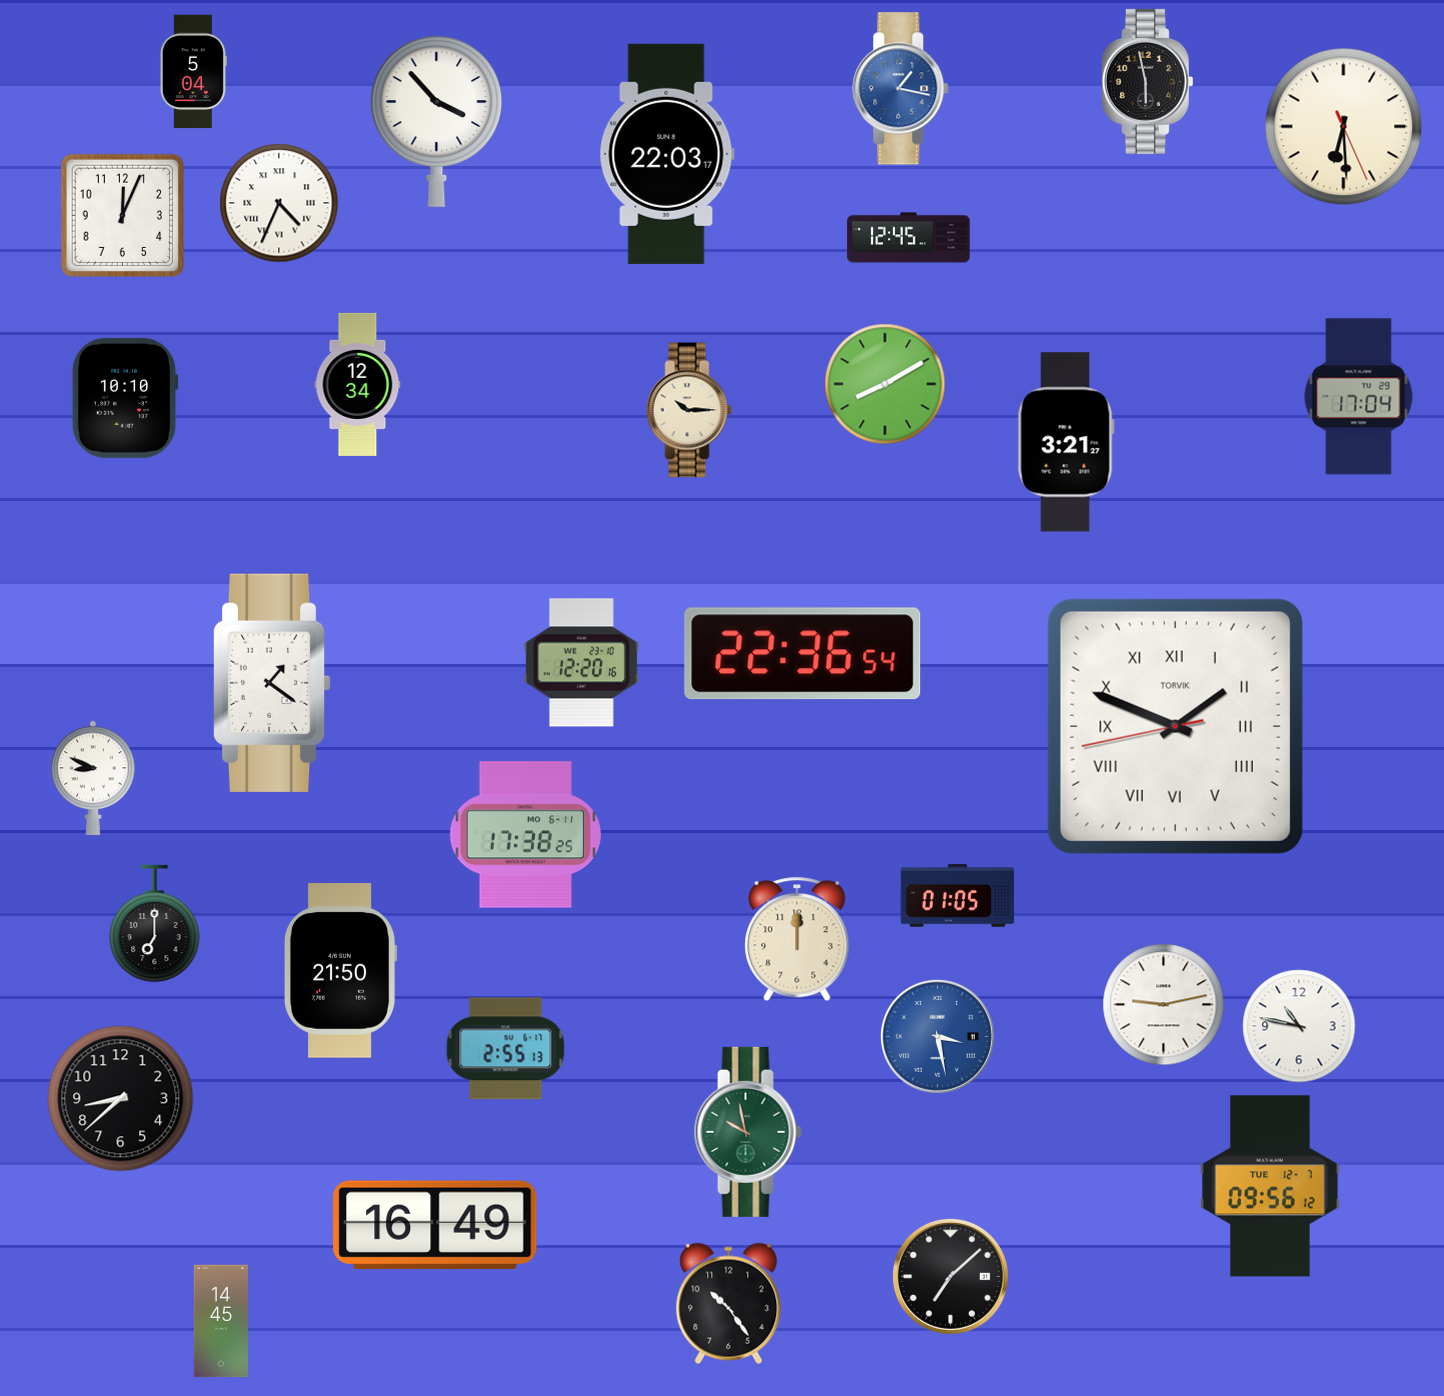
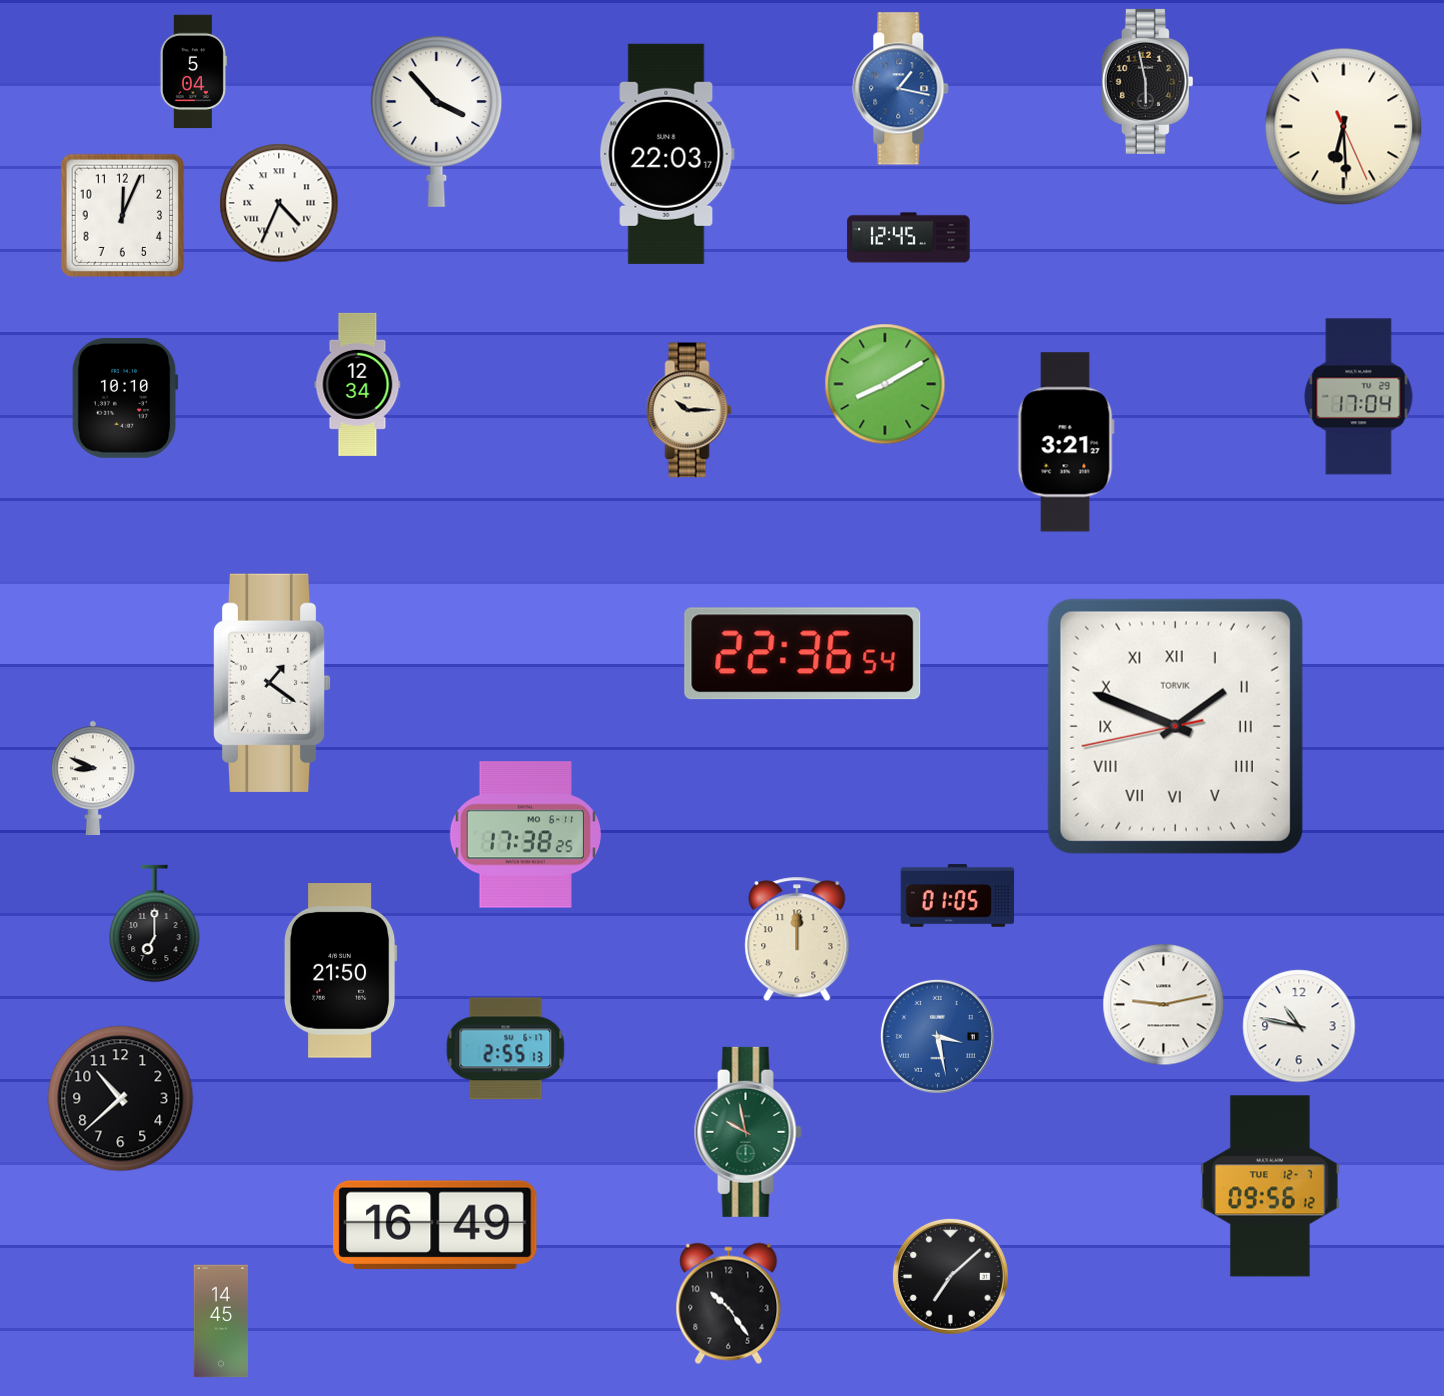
clock at (581, 663): 12:20 -> none
clock at (121, 1099): 8:38 -> 10:38
